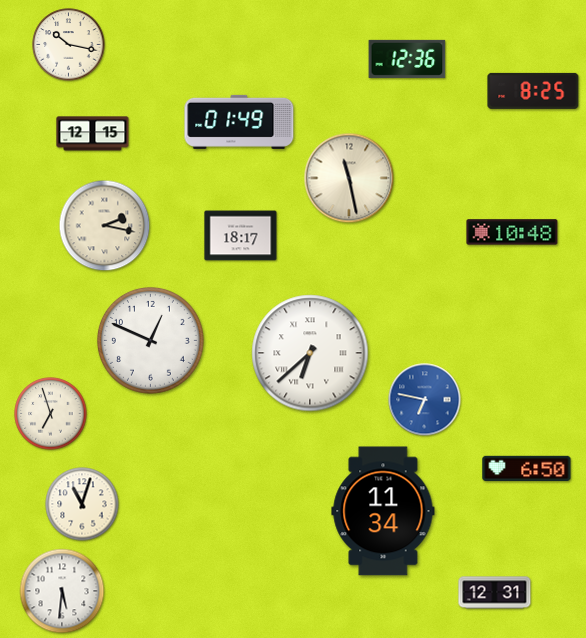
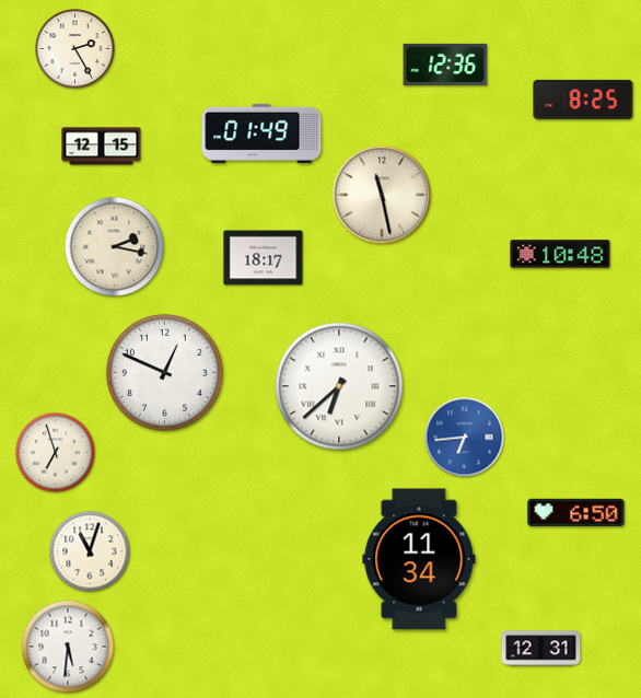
clock at (69, 45): 10:17 -> 2:25
clock at (425, 400): 6:47 -> 6:44
